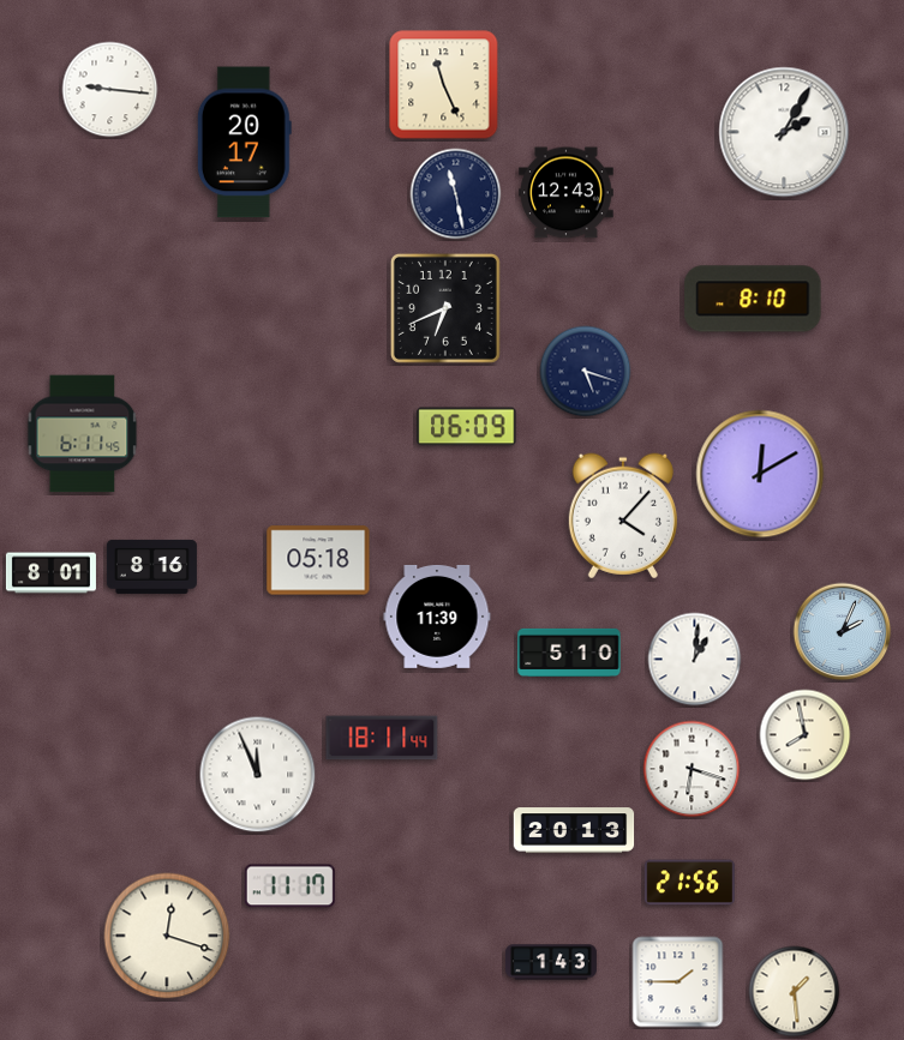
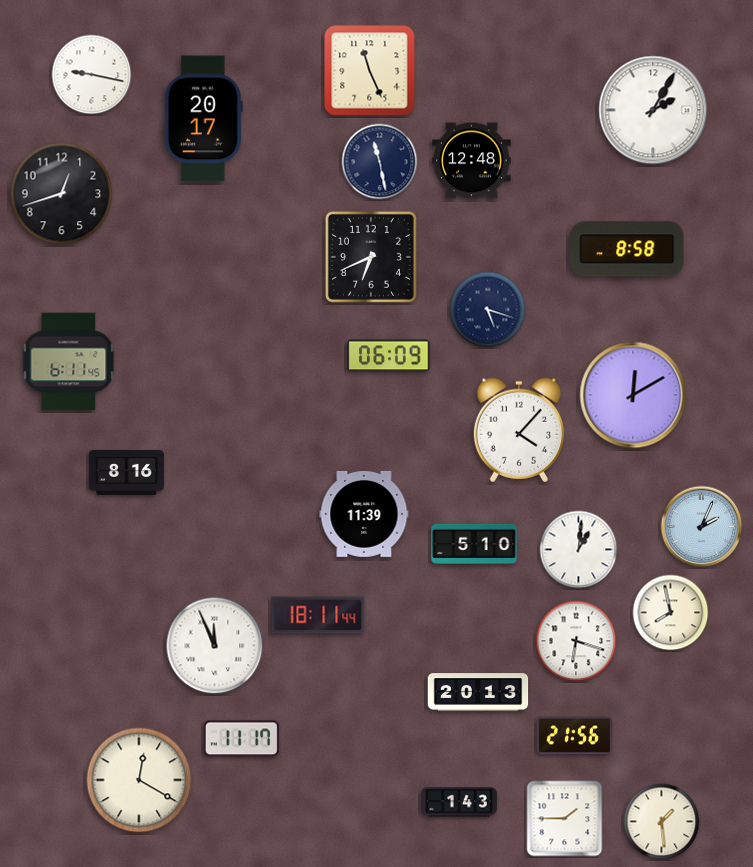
clock at (110, 90): 9:16 -> 9:17
clock at (567, 193): 12:43 -> 12:48
clock at (62, 194): none -> 12:42
clock at (753, 299): 8:10 -> 8:58
clock at (318, 560): 05:18 -> none
clock at (50, 573): 8:01 -> none
clock at (167, 936): 12:18 -> 12:20
clock at (795, 992) position: (795, 992) -> (662, 822)
